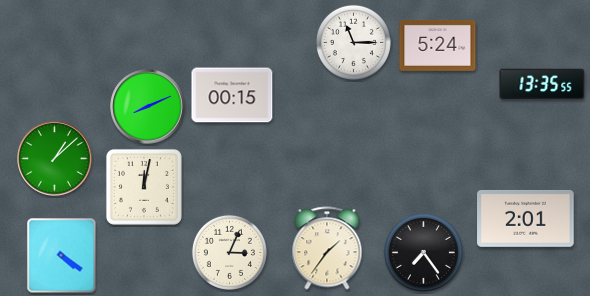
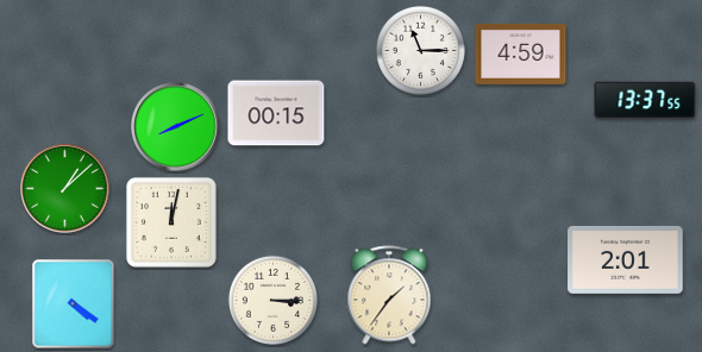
clock at (438, 45): 5:24 -> 4:59
clock at (542, 84): 13:35 -> 13:37
clock at (229, 252): 3:04 -> 3:15
clock at (423, 252): 7:24 -> none
